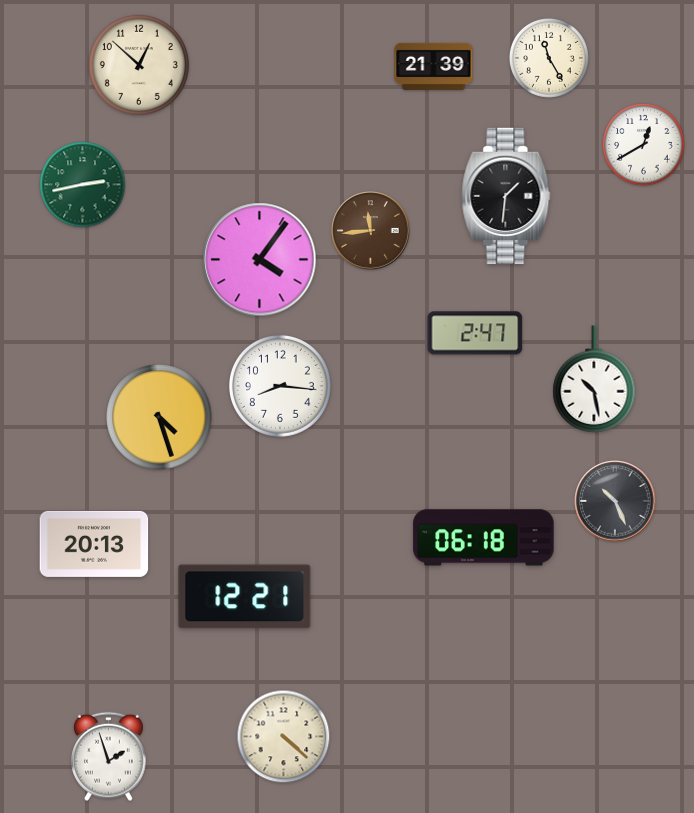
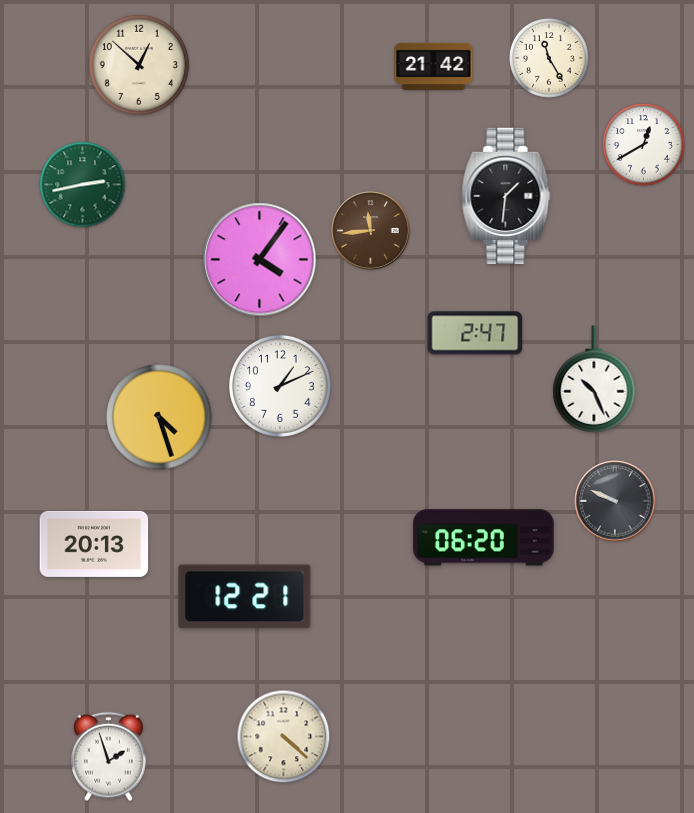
clock at (434, 66): 21:39 -> 21:42
clock at (594, 379): 10:28 -> 10:26
clock at (280, 386): 8:16 -> 1:11
clock at (615, 501): 10:26 -> 9:49
clock at (484, 538): 06:18 -> 06:20
